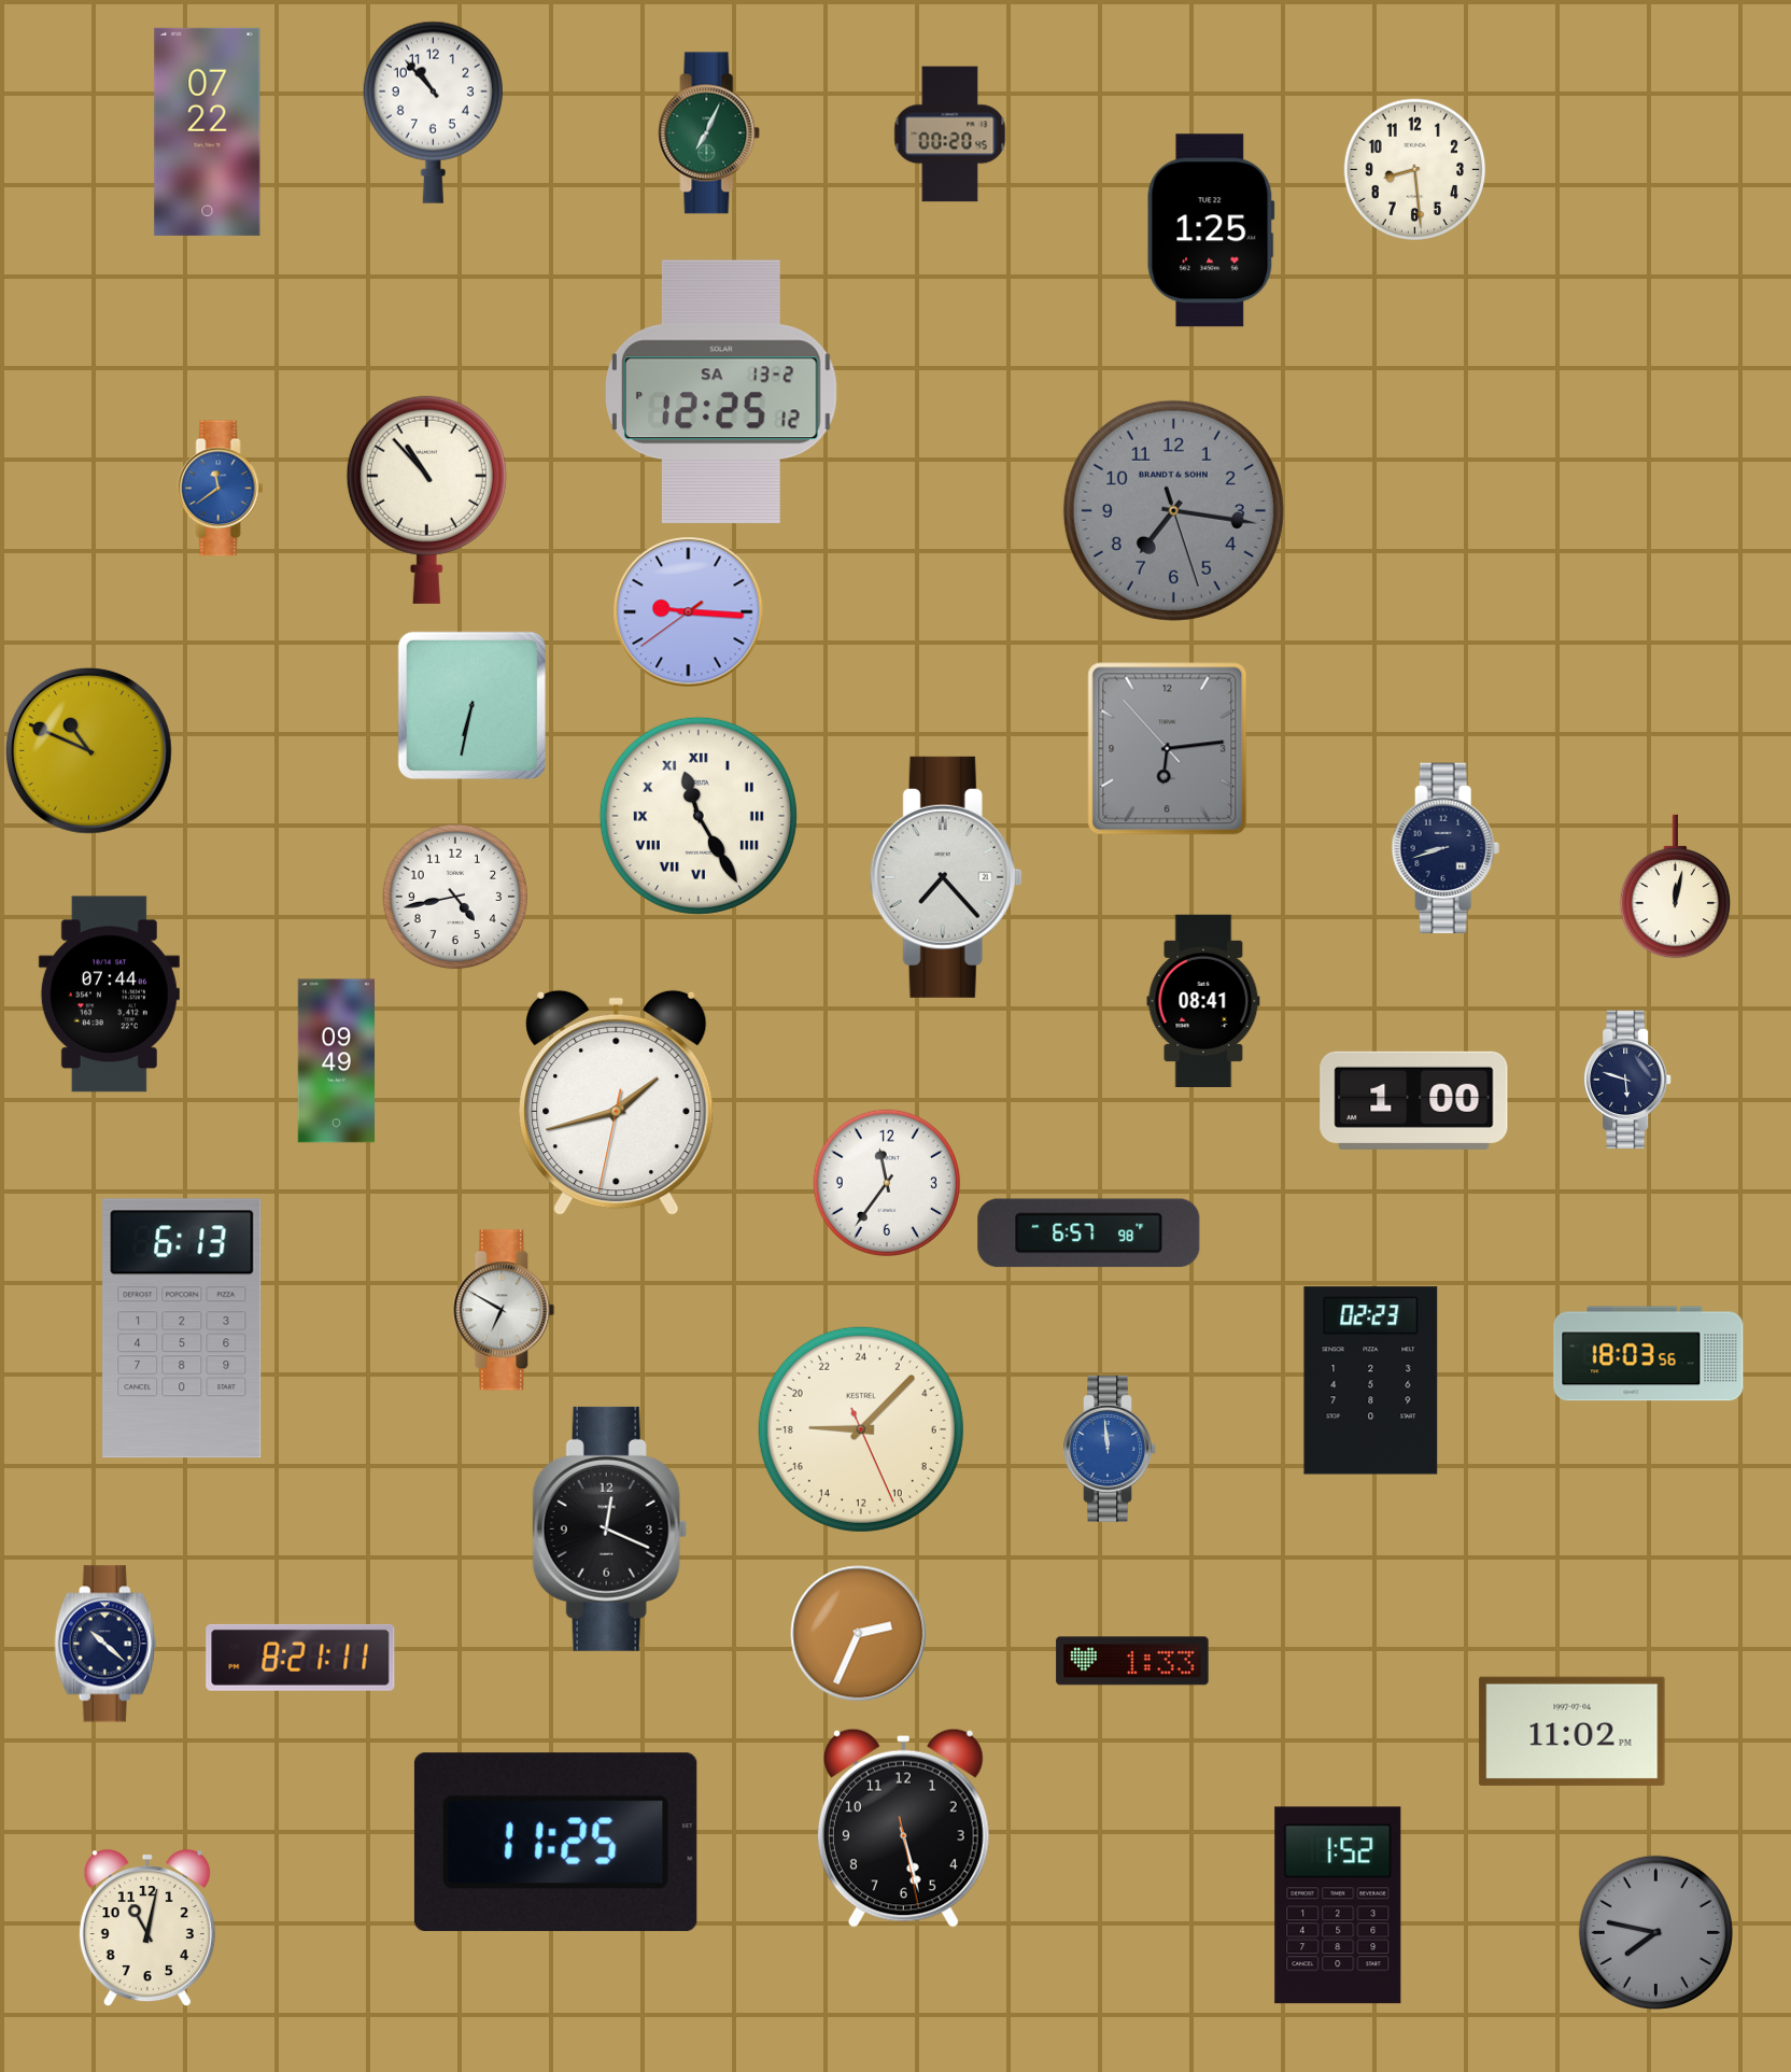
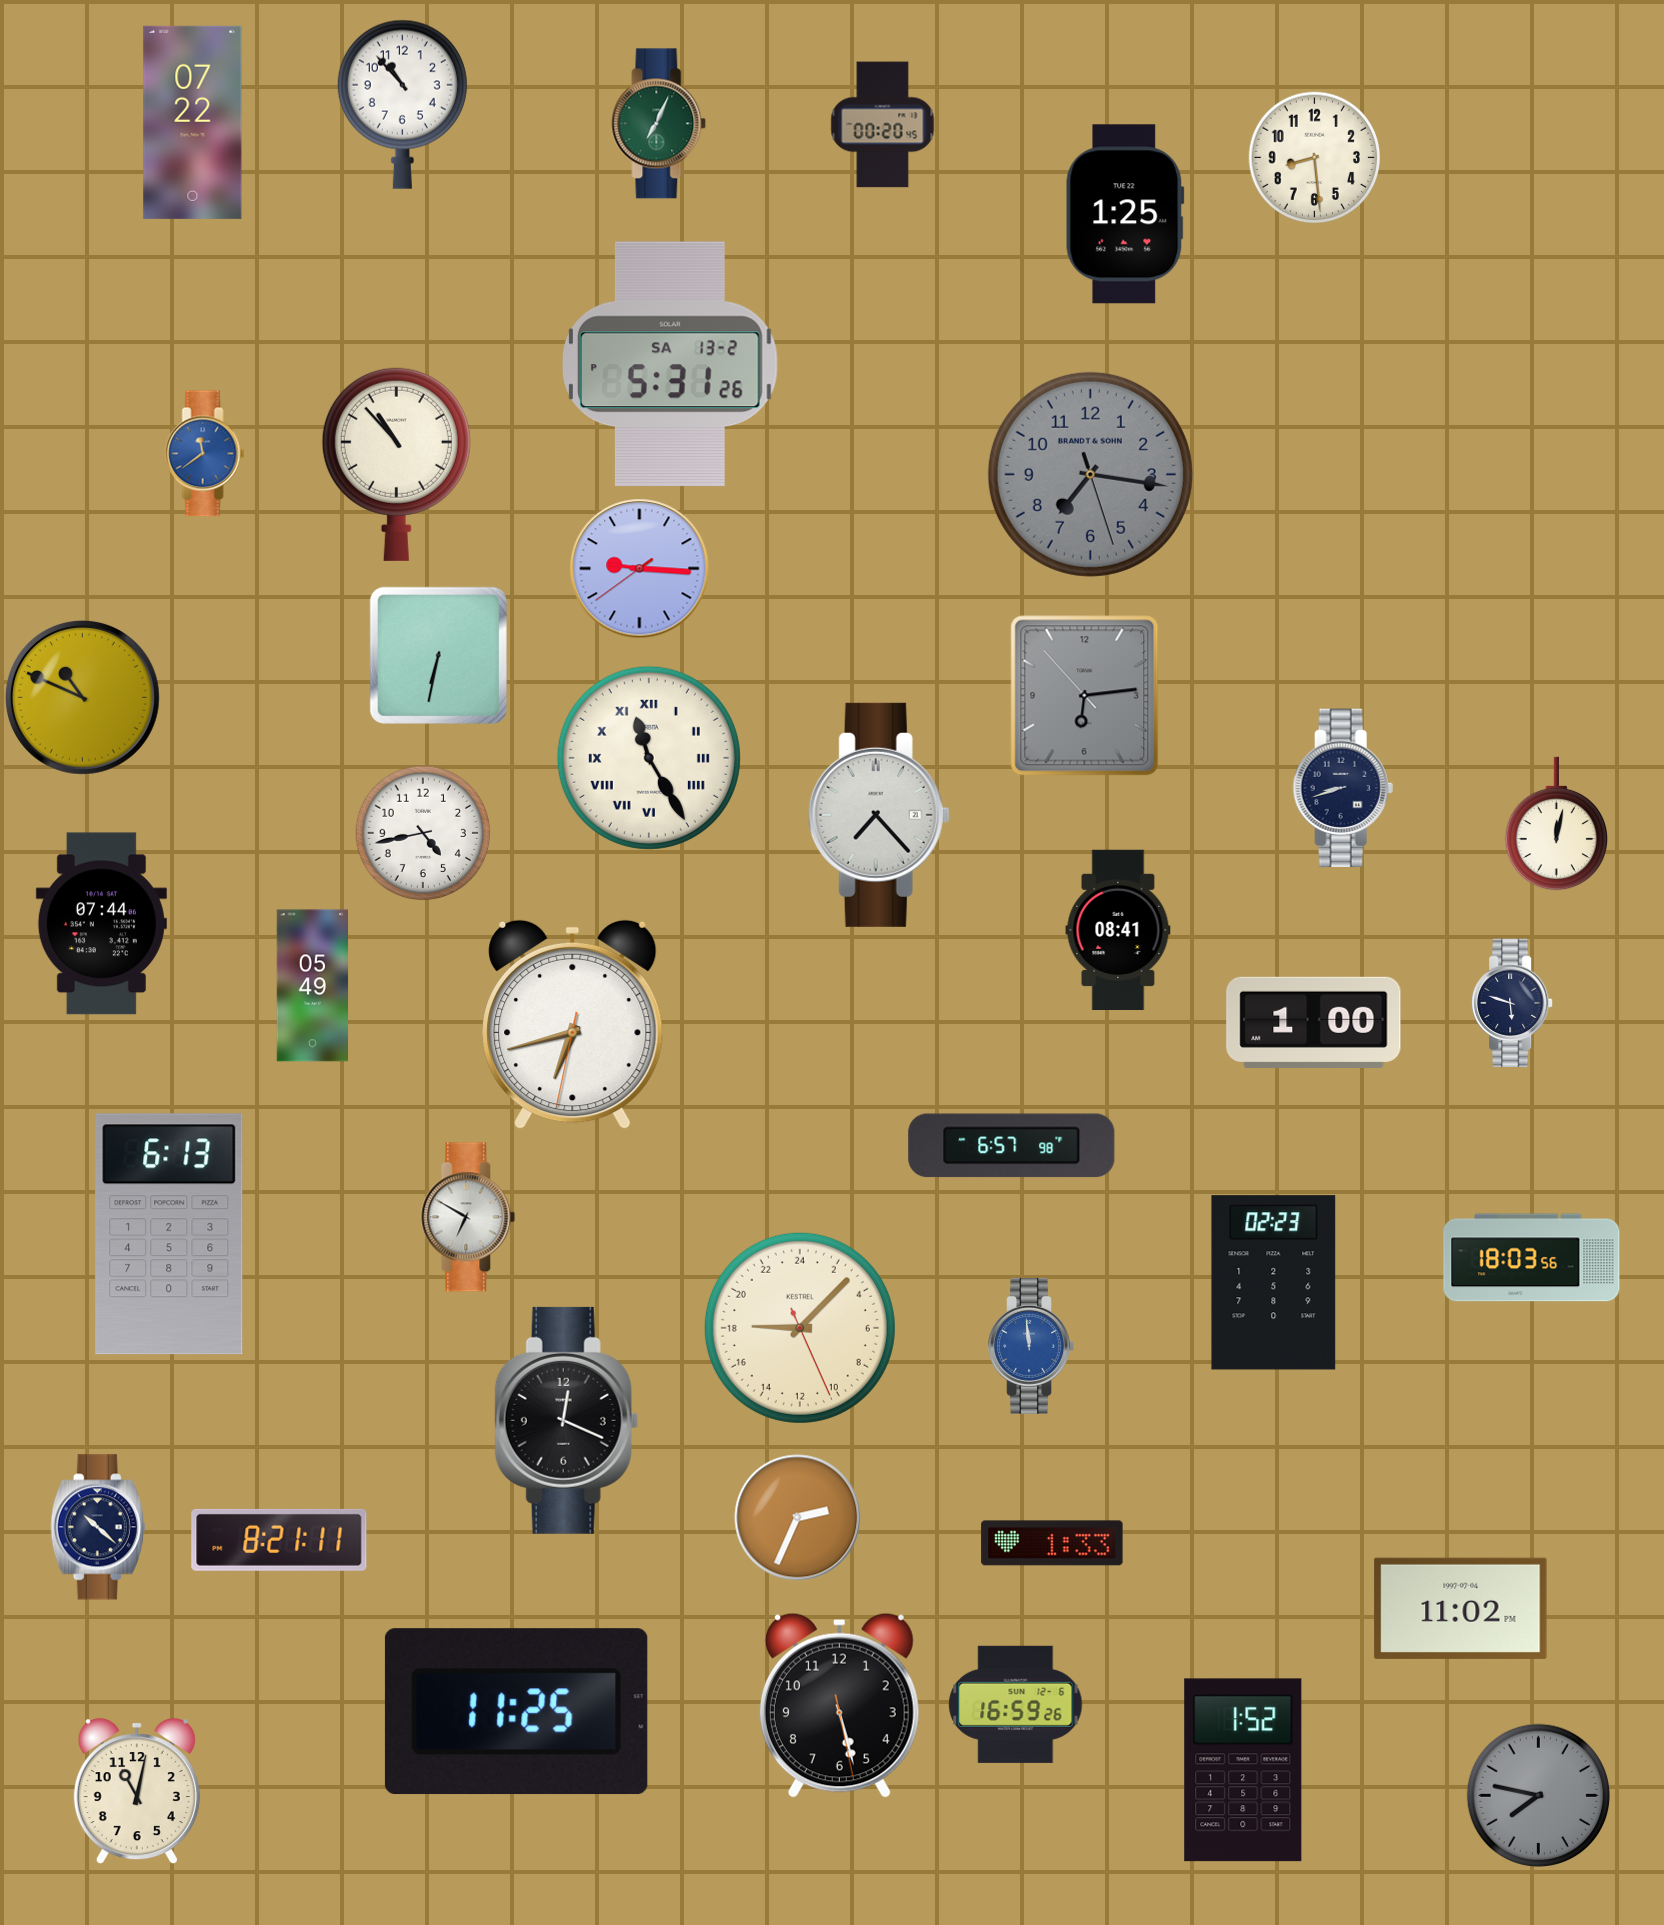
clock at (722, 392): 12:25 -> 5:31
clock at (337, 1061): 09:49 -> 05:49
clock at (617, 1103): 1:42 -> 6:42
clock at (887, 1183): 11:36 -> none
clock at (903, 1828) position: (903, 1828) -> (839, 1705)
clock at (1016, 1704): none -> 16:59
